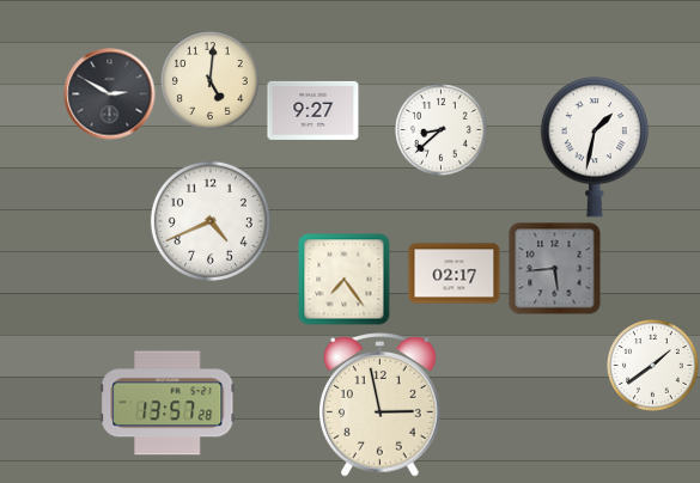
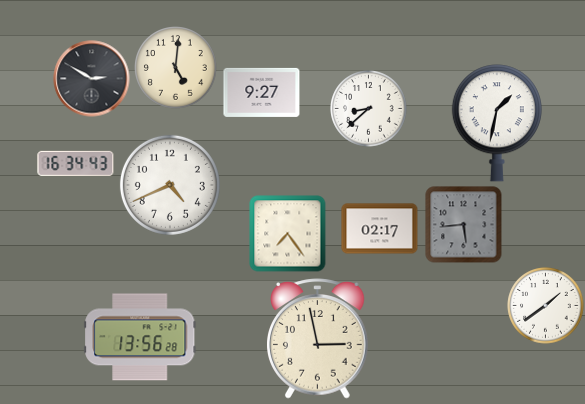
clock at (76, 163): none -> 16:34
clock at (211, 221) position: (211, 221) -> (170, 185)
clock at (168, 403): 13:57 -> 13:56
